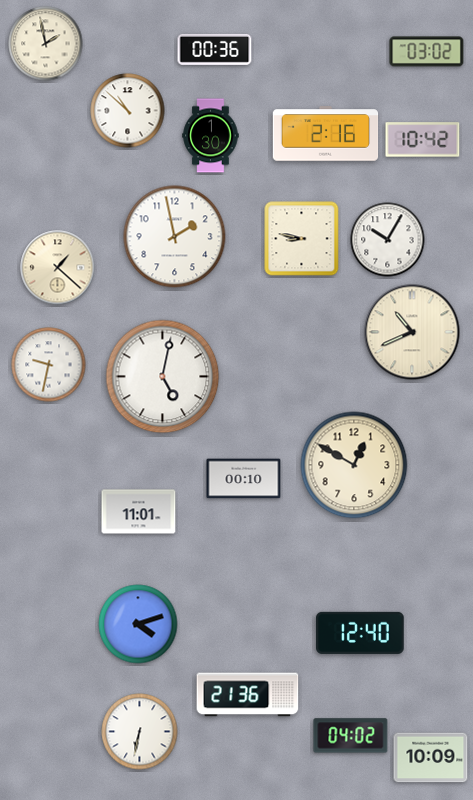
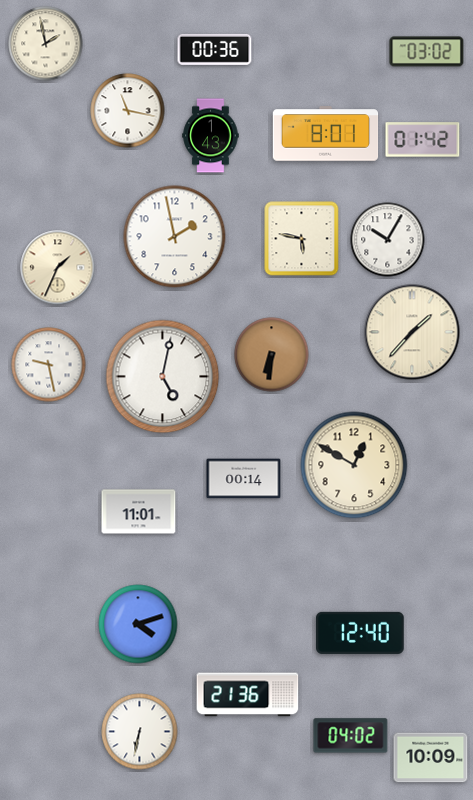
clock at (128, 111): 10:52 -> 11:17
clock at (326, 134): 2:16 -> 8:01
clock at (211, 136): 1:30 -> 1:43
clock at (423, 140): 10:42 -> 01:42
clock at (302, 239): 8:47 -> 5:47
clock at (58, 268): 1:22 -> 1:34
clock at (412, 332): 10:41 -> 1:37
clock at (272, 355): none -> 6:31
clock at (49, 365): 9:32 -> 9:28
clock at (244, 479): 00:10 -> 00:14
